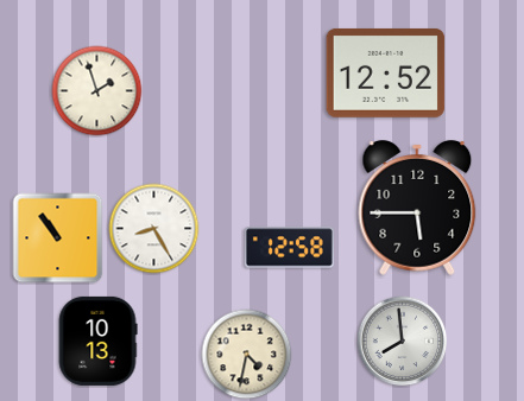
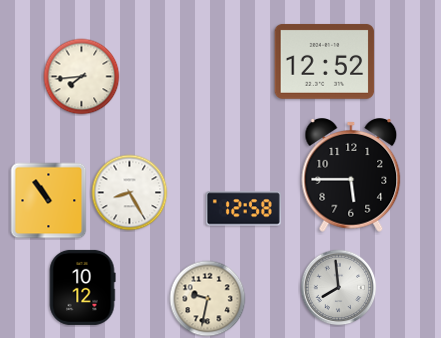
clock at (97, 91): 1:57 -> 7:44
clock at (97, 340): 10:13 -> 10:12
clock at (247, 355): 4:32 -> 9:32
